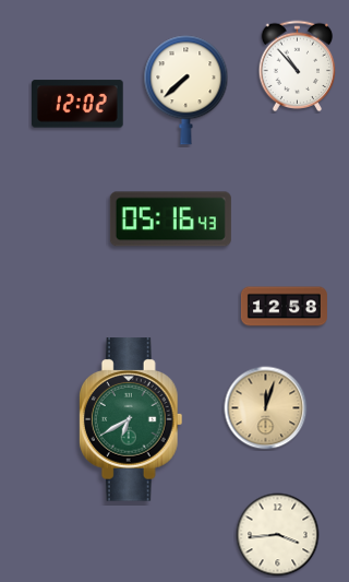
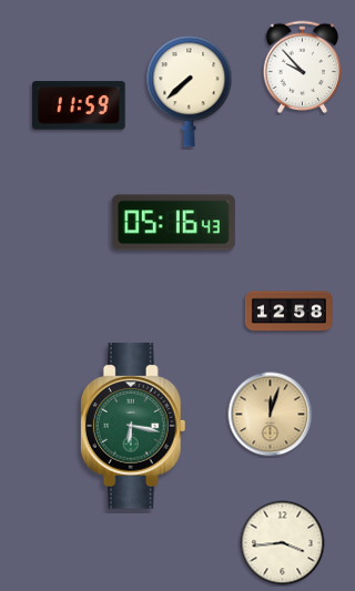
clock at (298, 67): 10:53 -> 9:53
clock at (79, 104): 12:02 -> 11:59
clock at (131, 419): 6:40 -> 6:17
